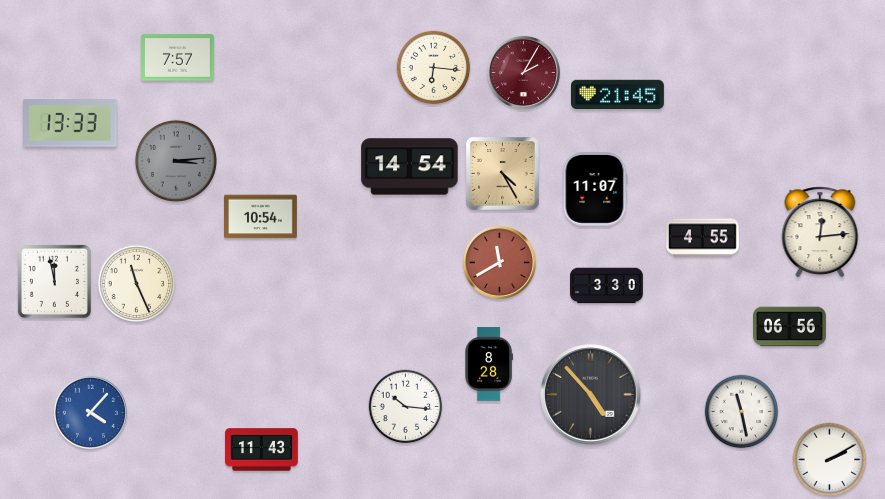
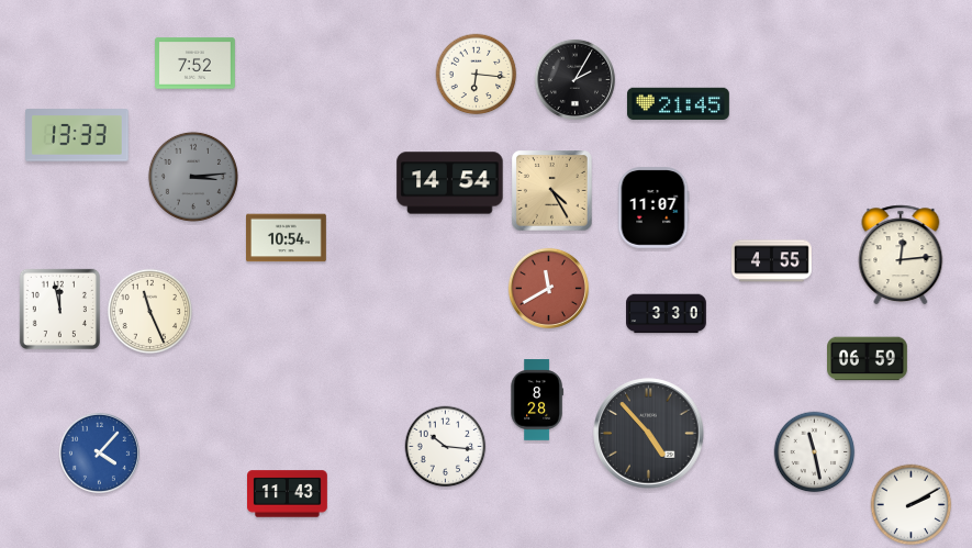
clock at (178, 58): 7:57 -> 7:52
clock at (523, 72) dial: burgundy -> black
clock at (790, 327): 06:56 -> 06:59
